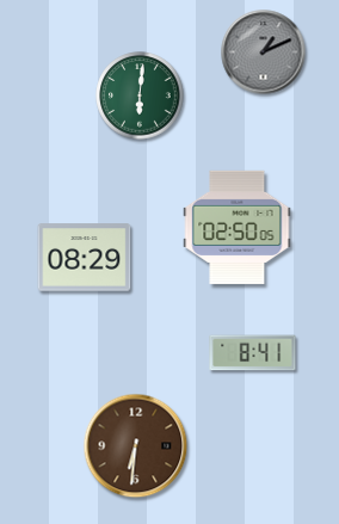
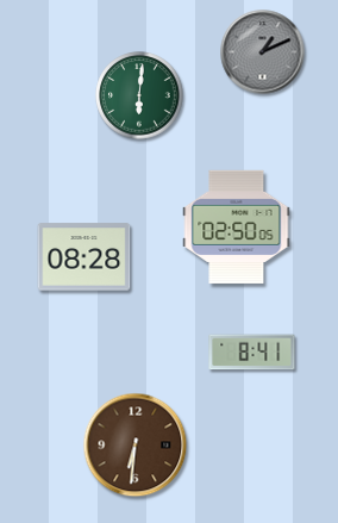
clock at (85, 258): 08:29 -> 08:28
